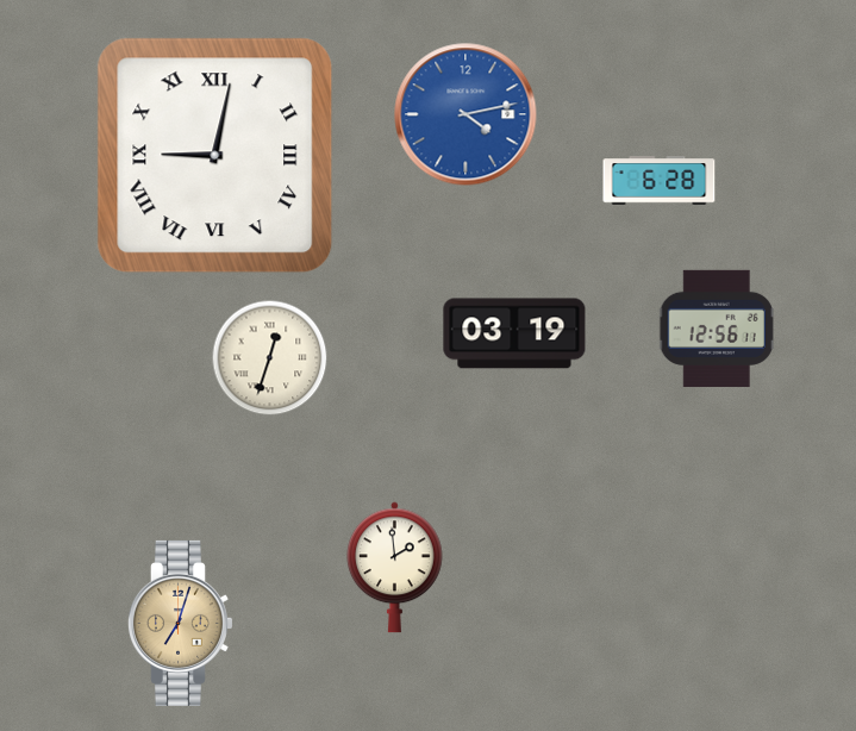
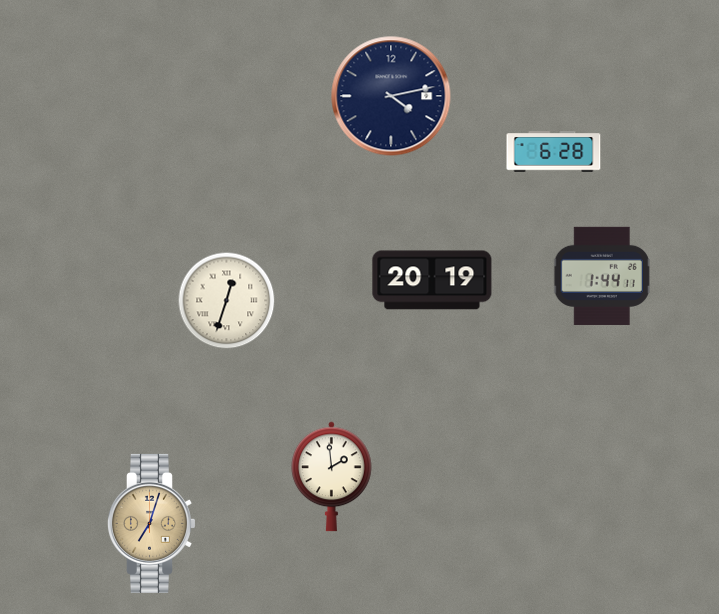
clock at (466, 114) dial: blue -> navy
clock at (215, 156): 9:02 -> none
clock at (717, 329): 12:56 -> 1:44
clock at (514, 333): 03:19 -> 20:19
